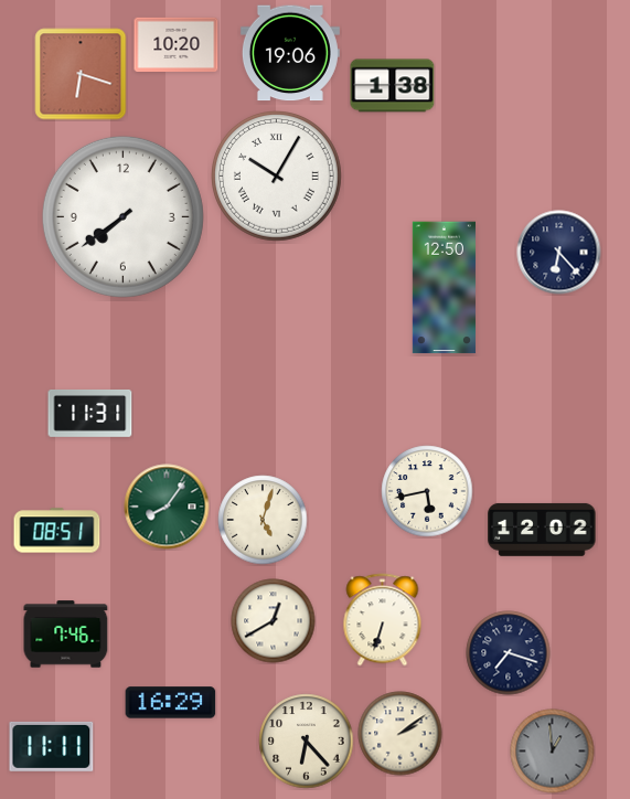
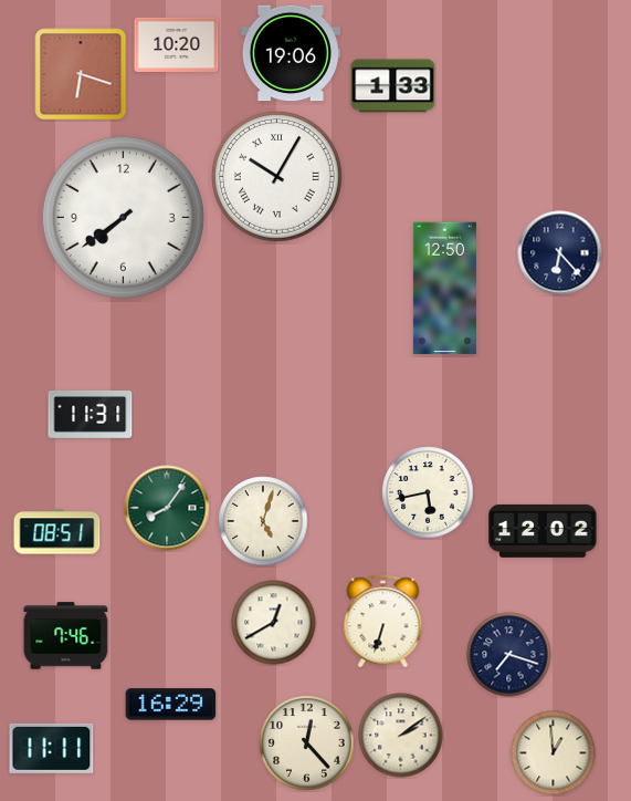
clock at (393, 86): 1:38 -> 1:33
clock at (307, 742): 6:23 -> 12:23
clock at (553, 752) dial: grey -> cream
